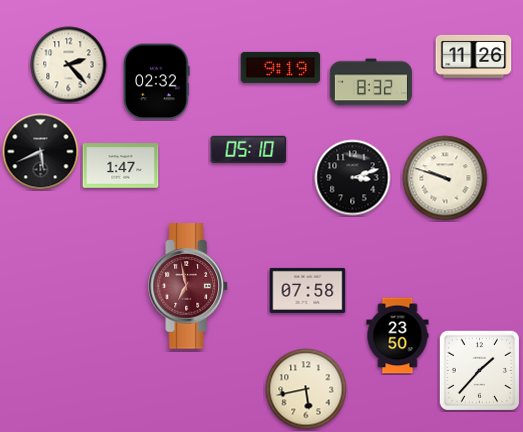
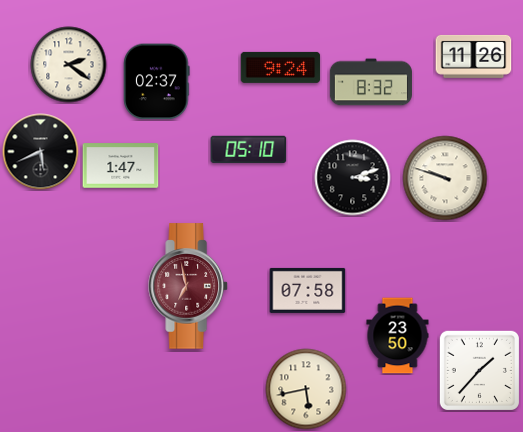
clock at (69, 65): 2:23 -> 2:21
clock at (281, 67): 9:19 -> 9:24
clock at (157, 82): 02:32 -> 02:37
